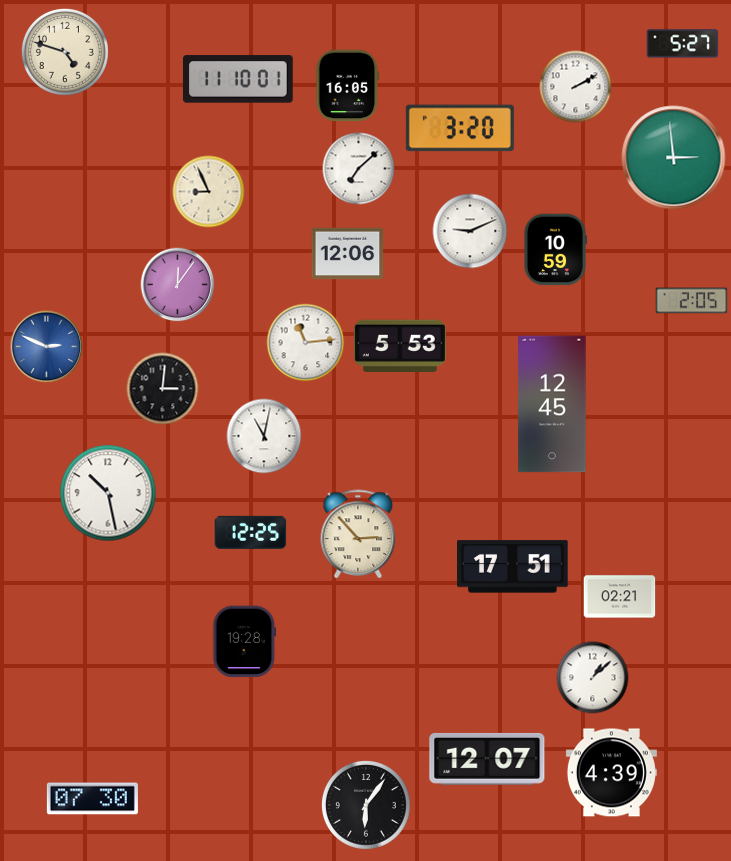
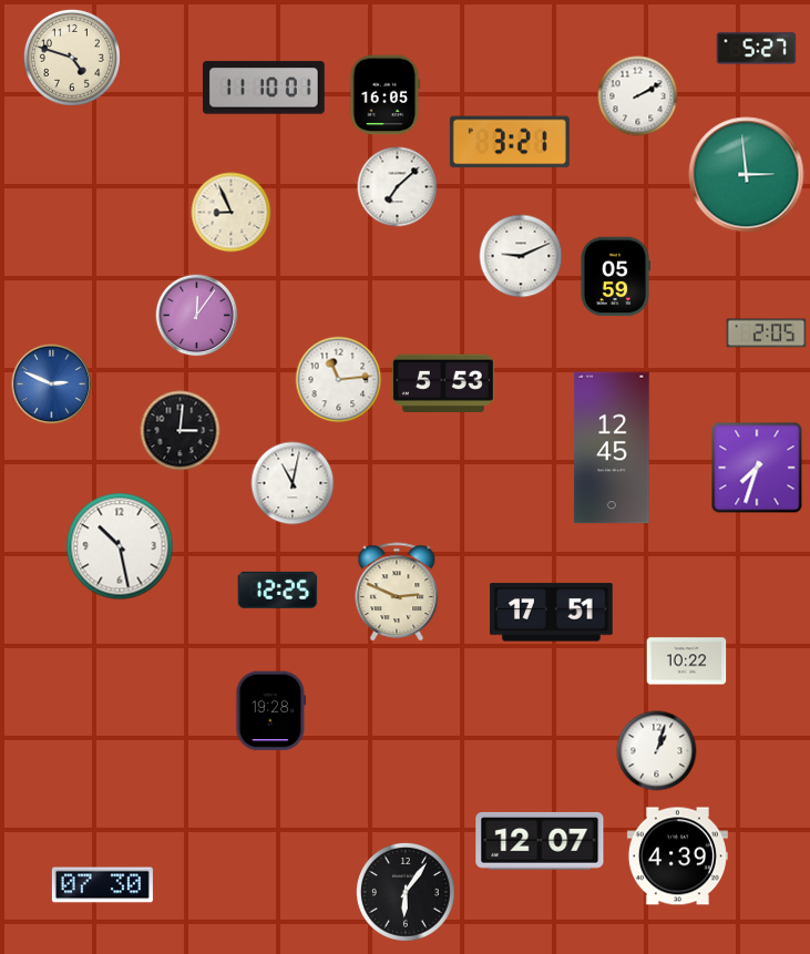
clock at (460, 128): 3:20 -> 3:21
clock at (555, 250): 10:59 -> 05:59
clock at (348, 254): 12:06 -> none
clock at (757, 468): none -> 7:33
clock at (358, 534): 2:53 -> 2:49
clock at (513, 567) position: (513, 567) -> (552, 613)
clock at (620, 597): 02:21 -> 10:22
clock at (593, 678): 1:08 -> 1:03
